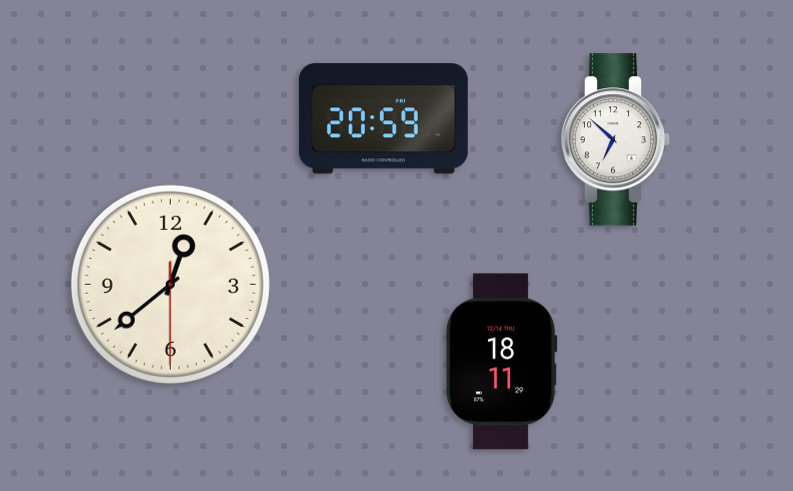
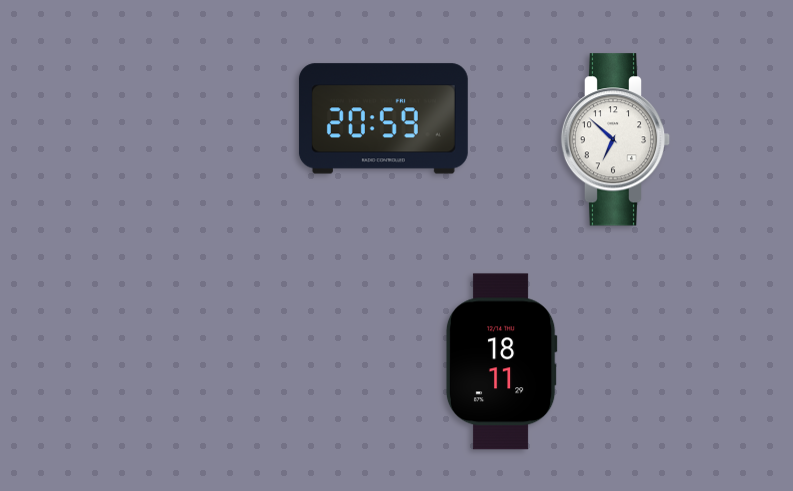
clock at (170, 284): 12:38 -> none
